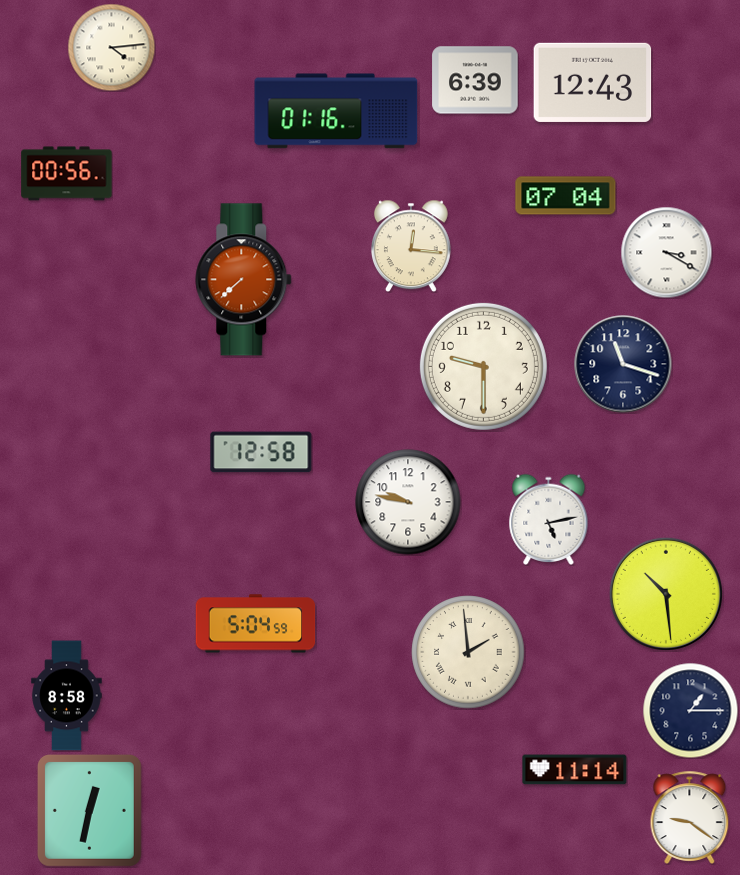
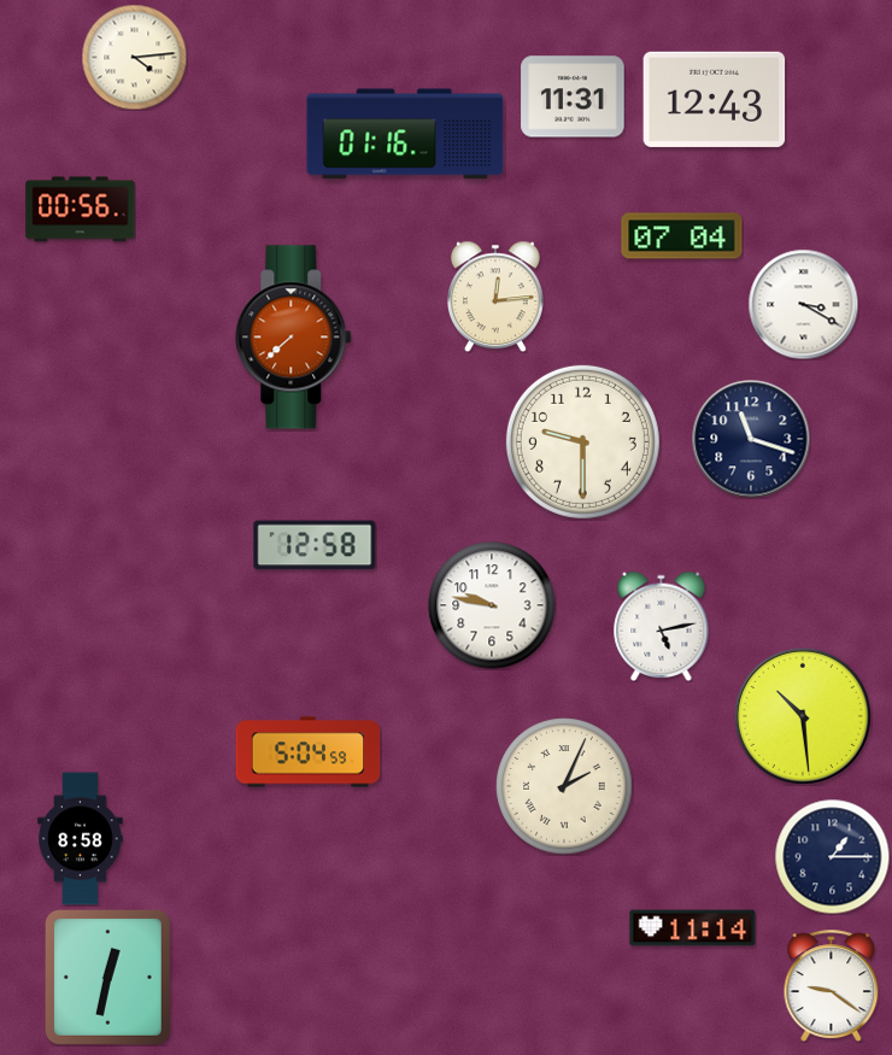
clock at (475, 80): 6:39 -> 11:31
clock at (411, 246): 12:16 -> 12:14
clock at (468, 652): 1:59 -> 2:04
